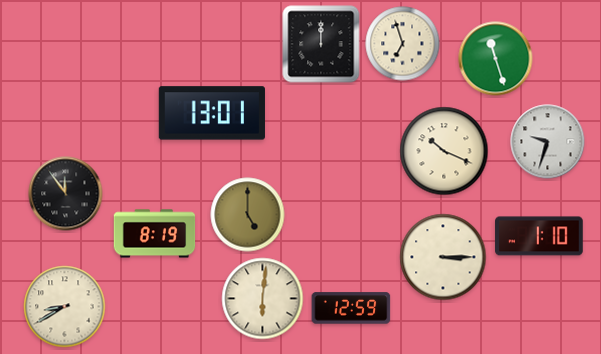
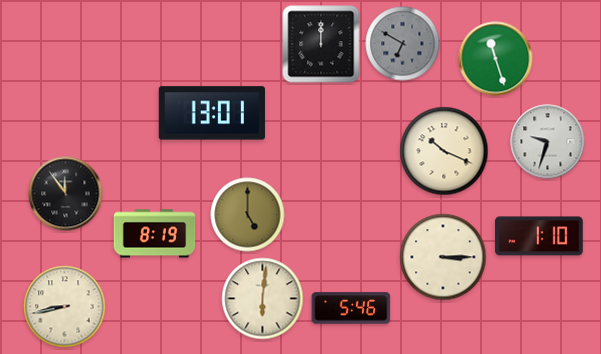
clock at (403, 44): 6:57 -> 6:50
clock at (403, 44) dial: cream -> grey
clock at (65, 307): 8:40 -> 8:43
clock at (351, 308): 12:59 -> 5:46
